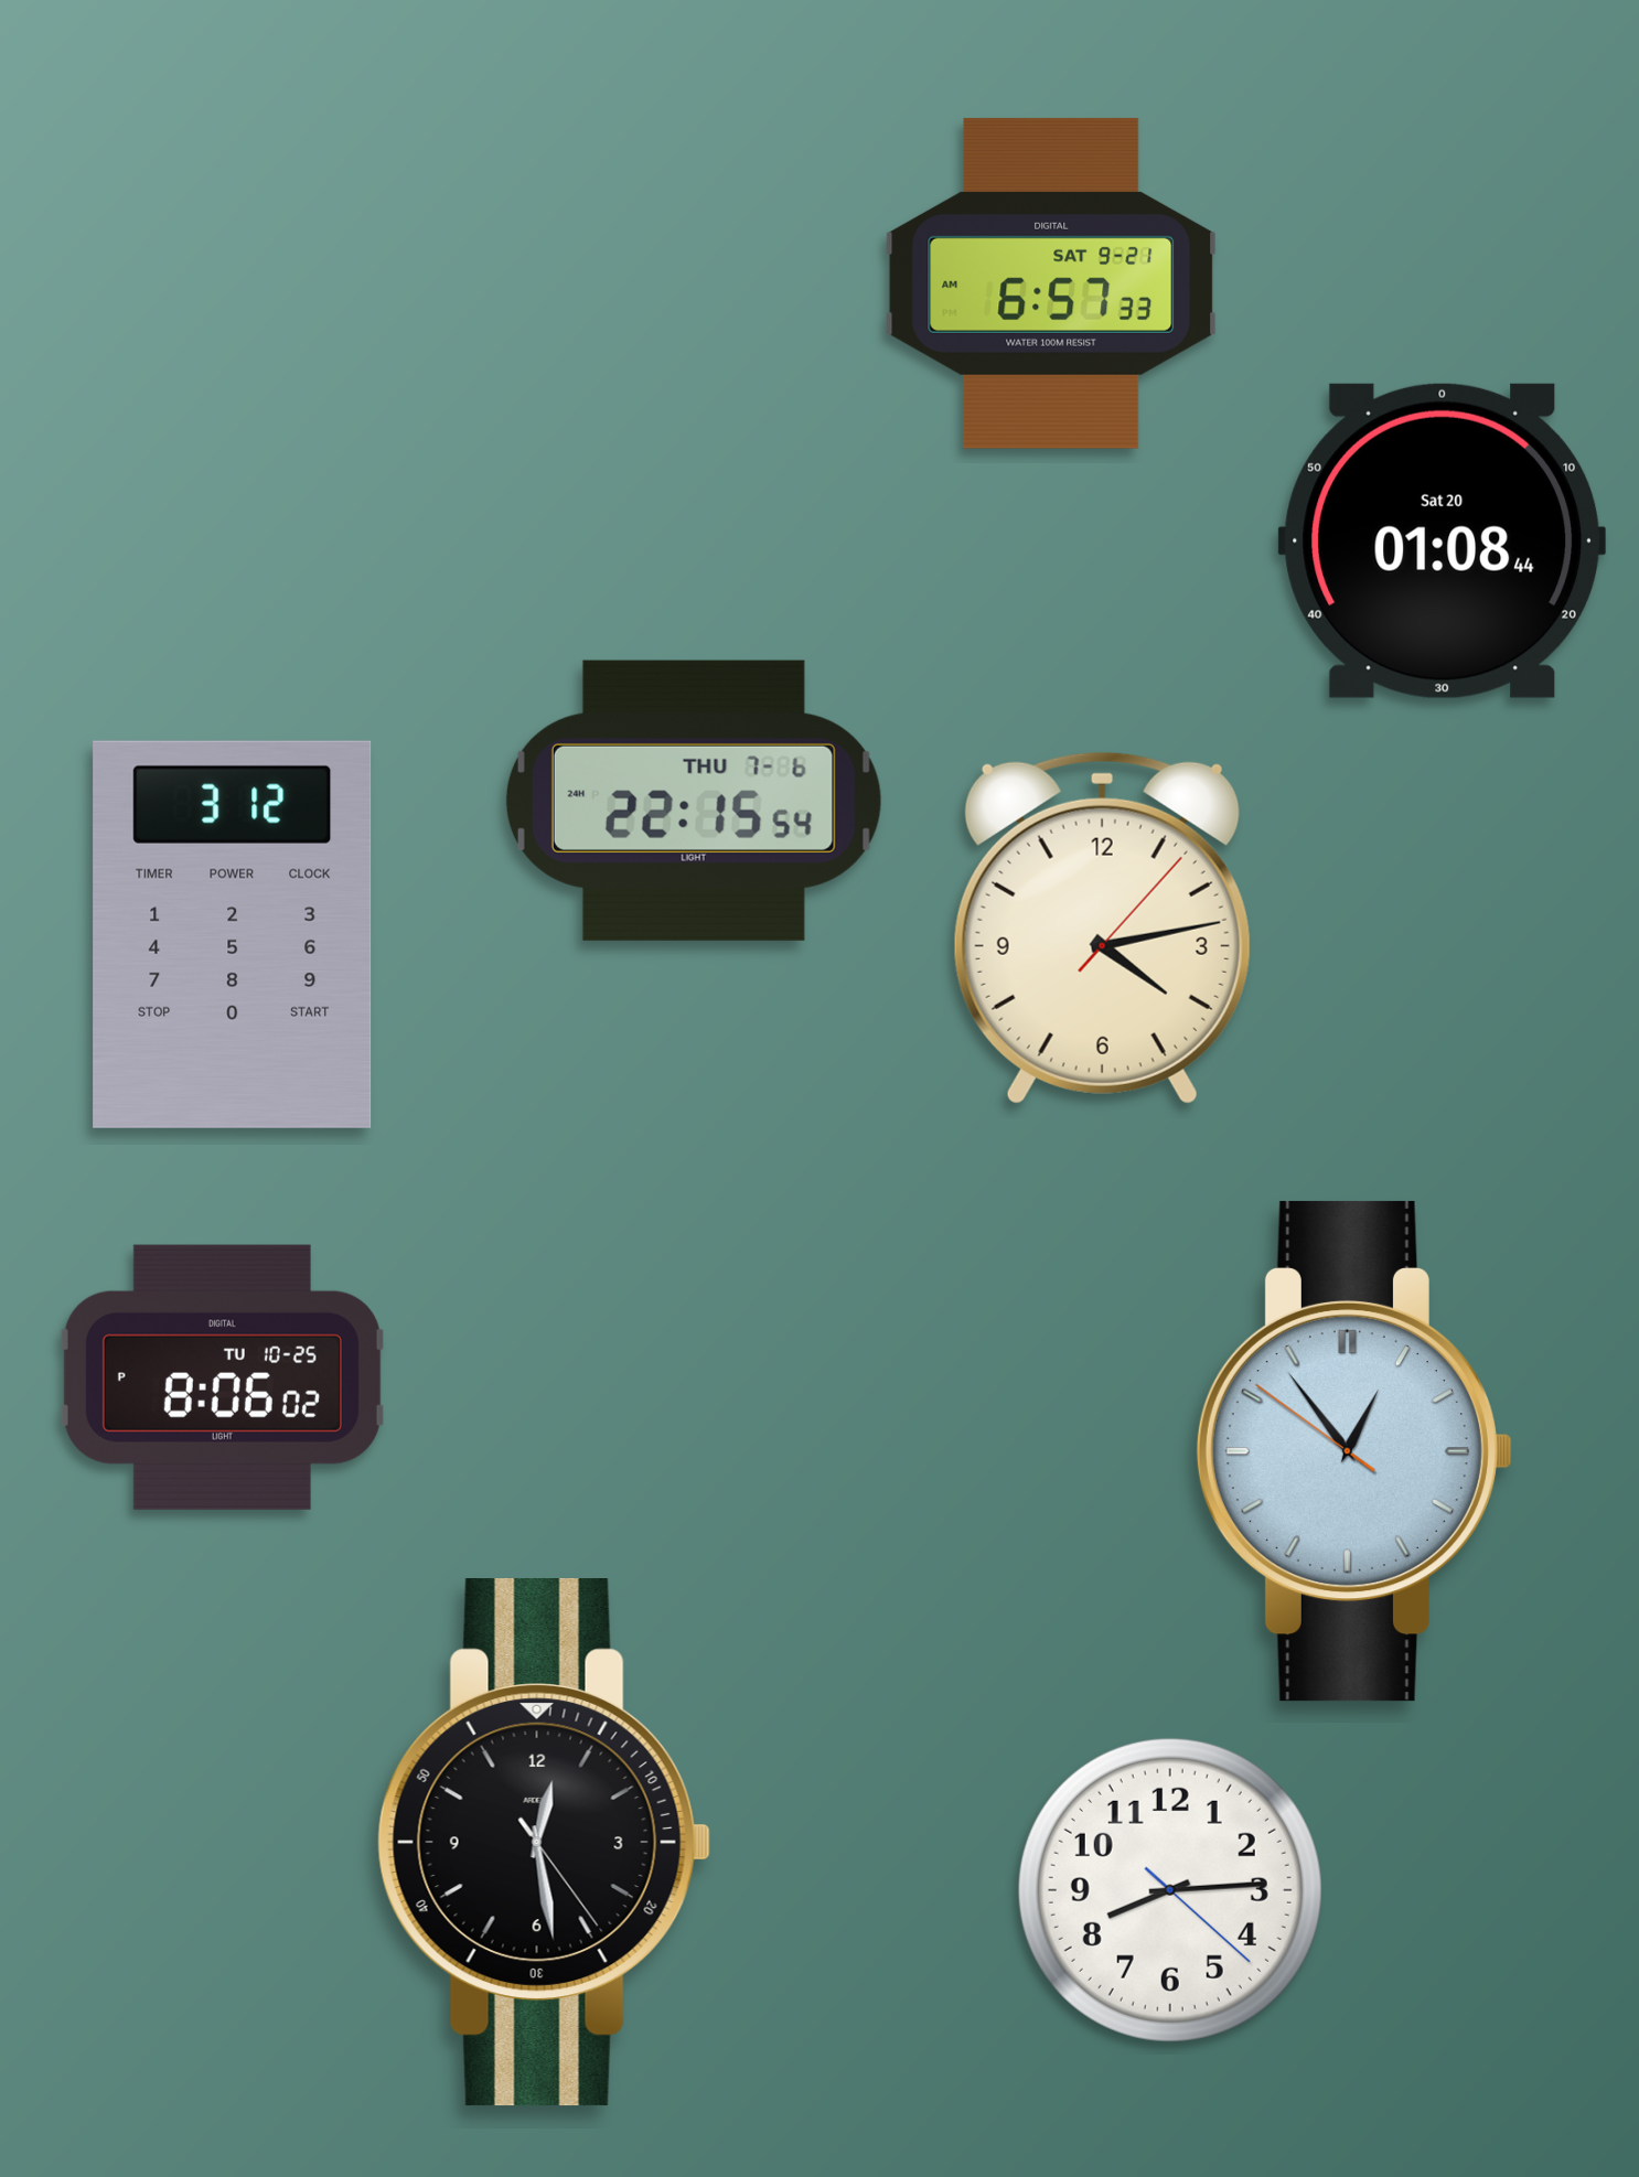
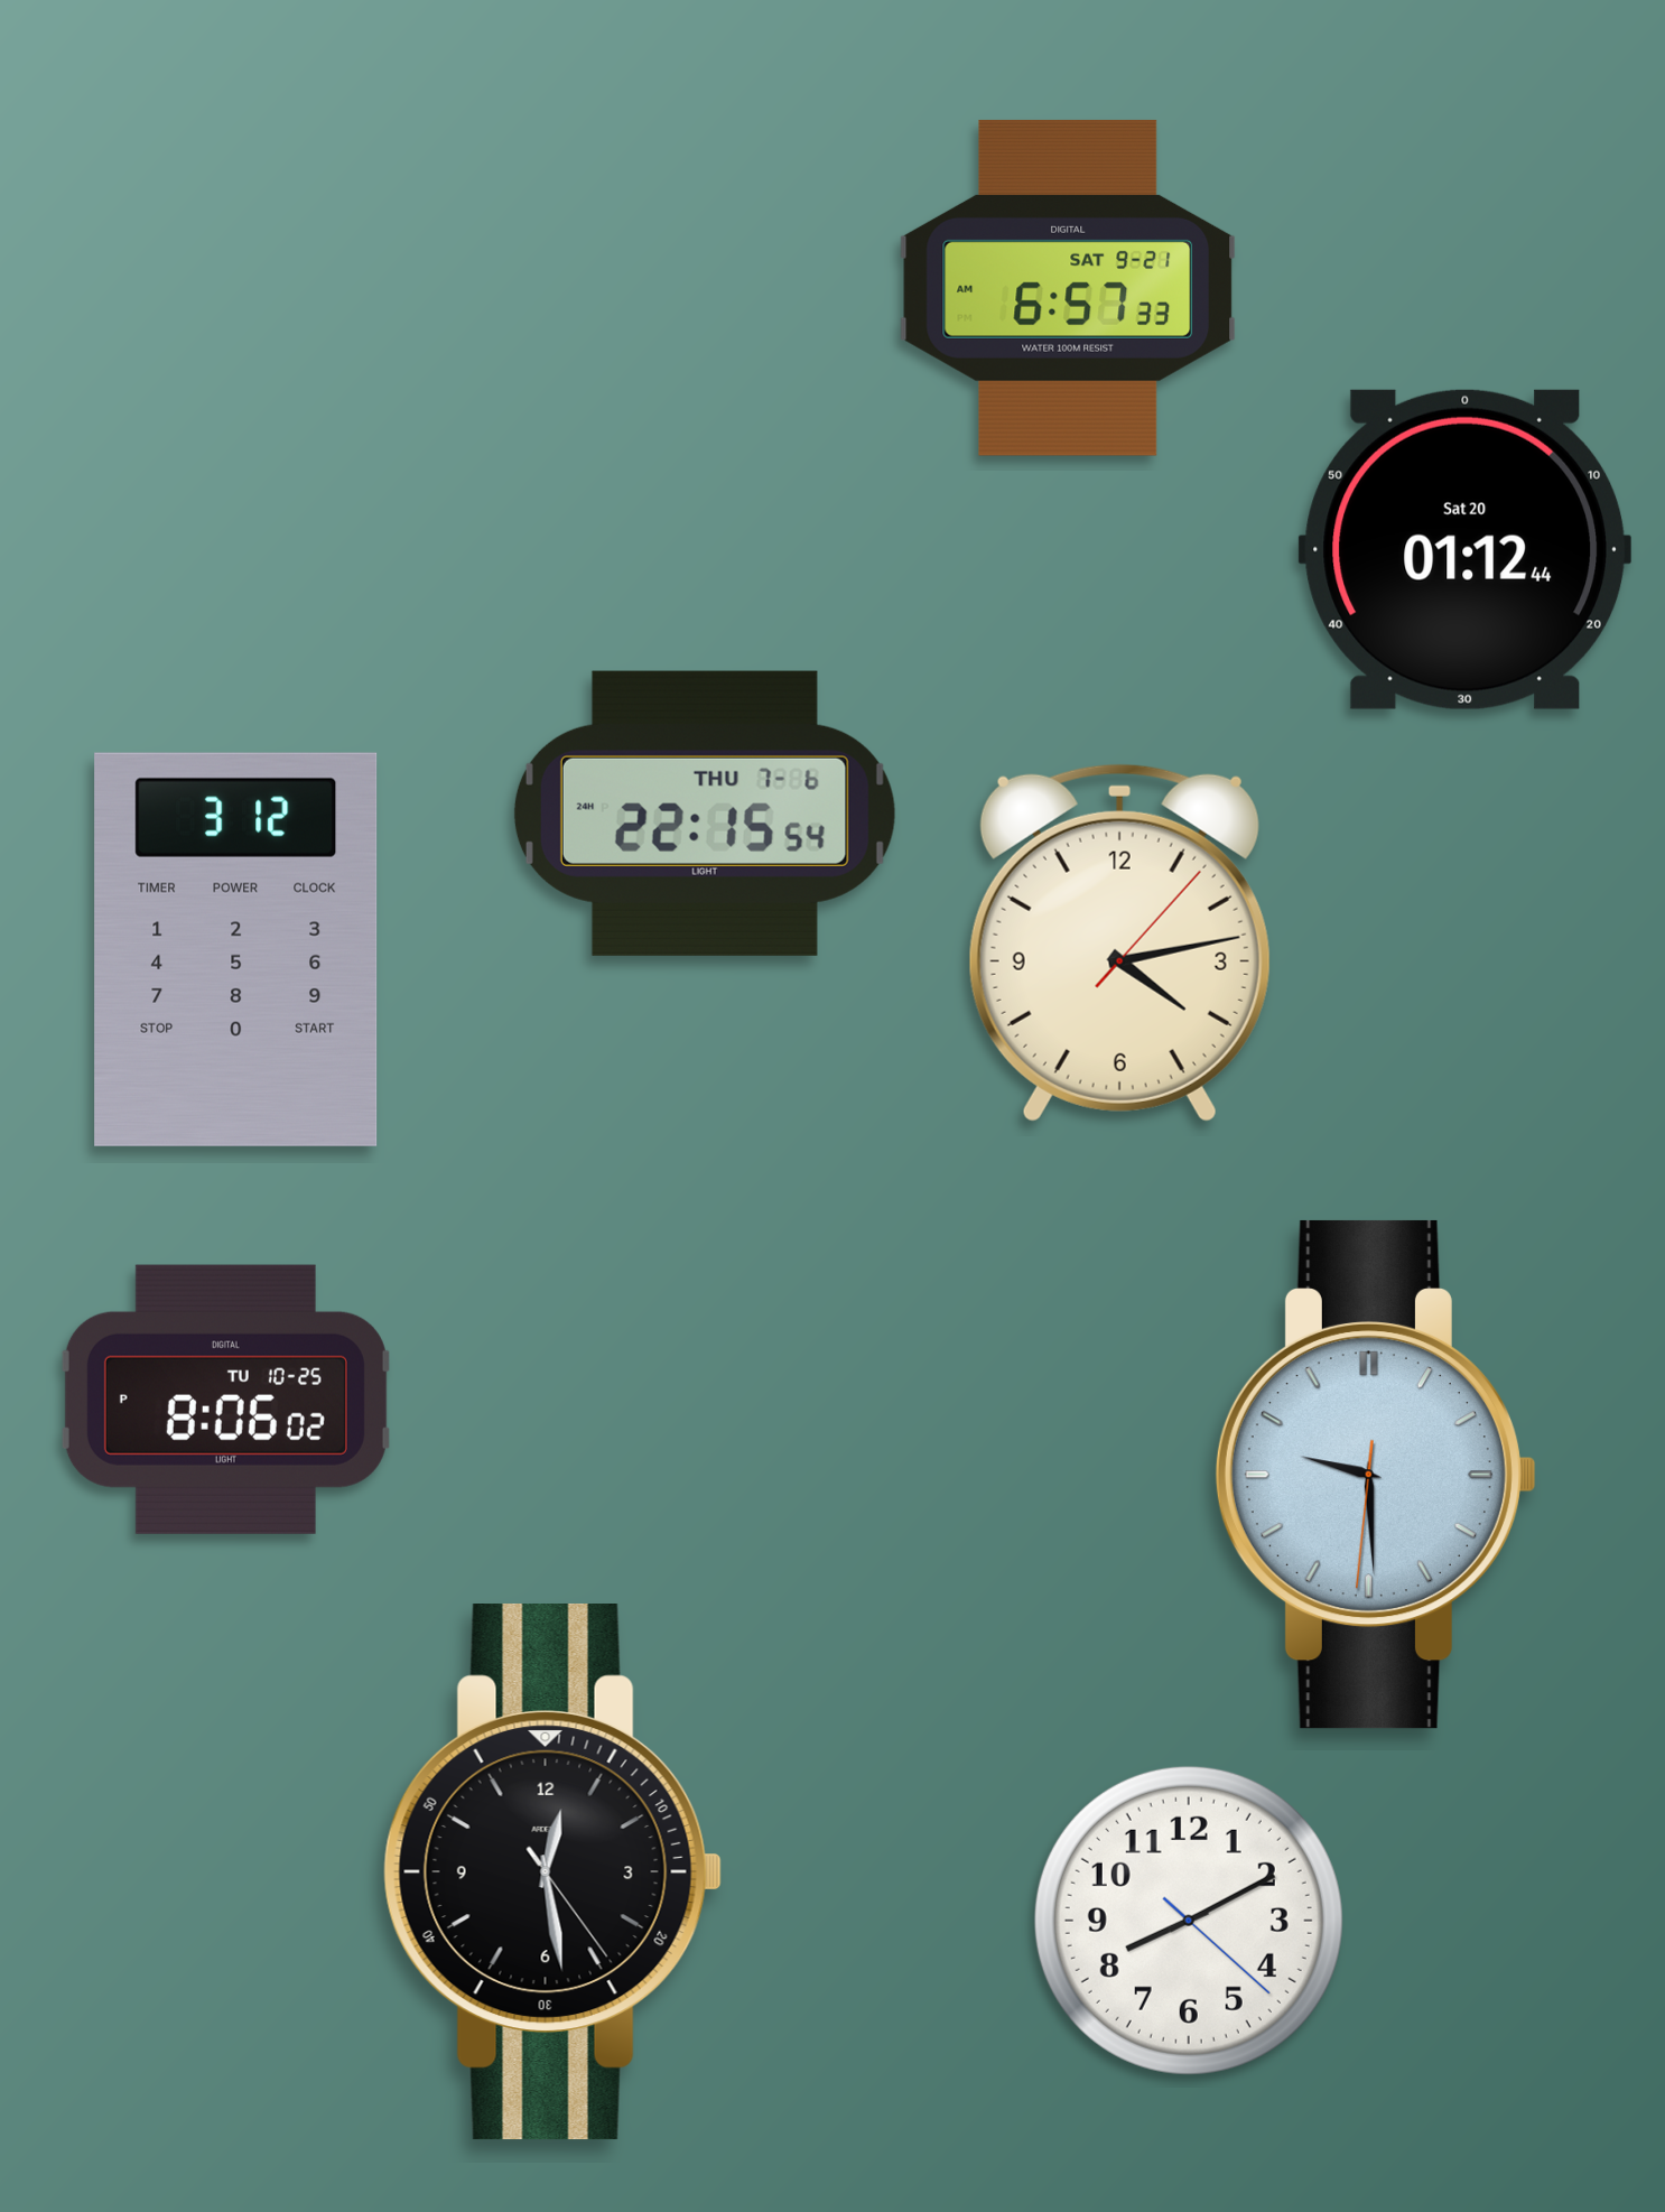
clock at (1443, 540): 01:08 -> 01:12
clock at (1354, 1451): 12:53 -> 9:29
clock at (1170, 1890): 8:14 -> 8:10
